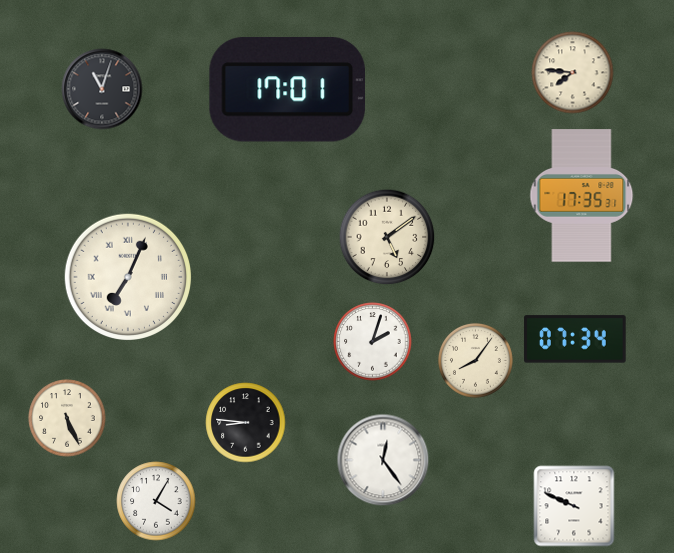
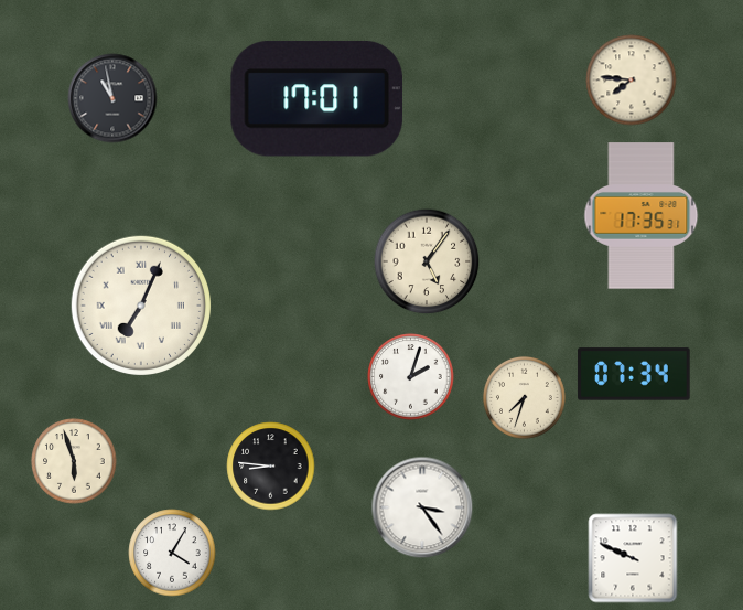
clock at (102, 89): 11:03 -> 10:58
clock at (387, 237): 5:09 -> 5:06
clock at (475, 360): 8:06 -> 7:33
clock at (67, 418): 5:26 -> 5:57
clock at (383, 460): 12:24 -> 3:24
